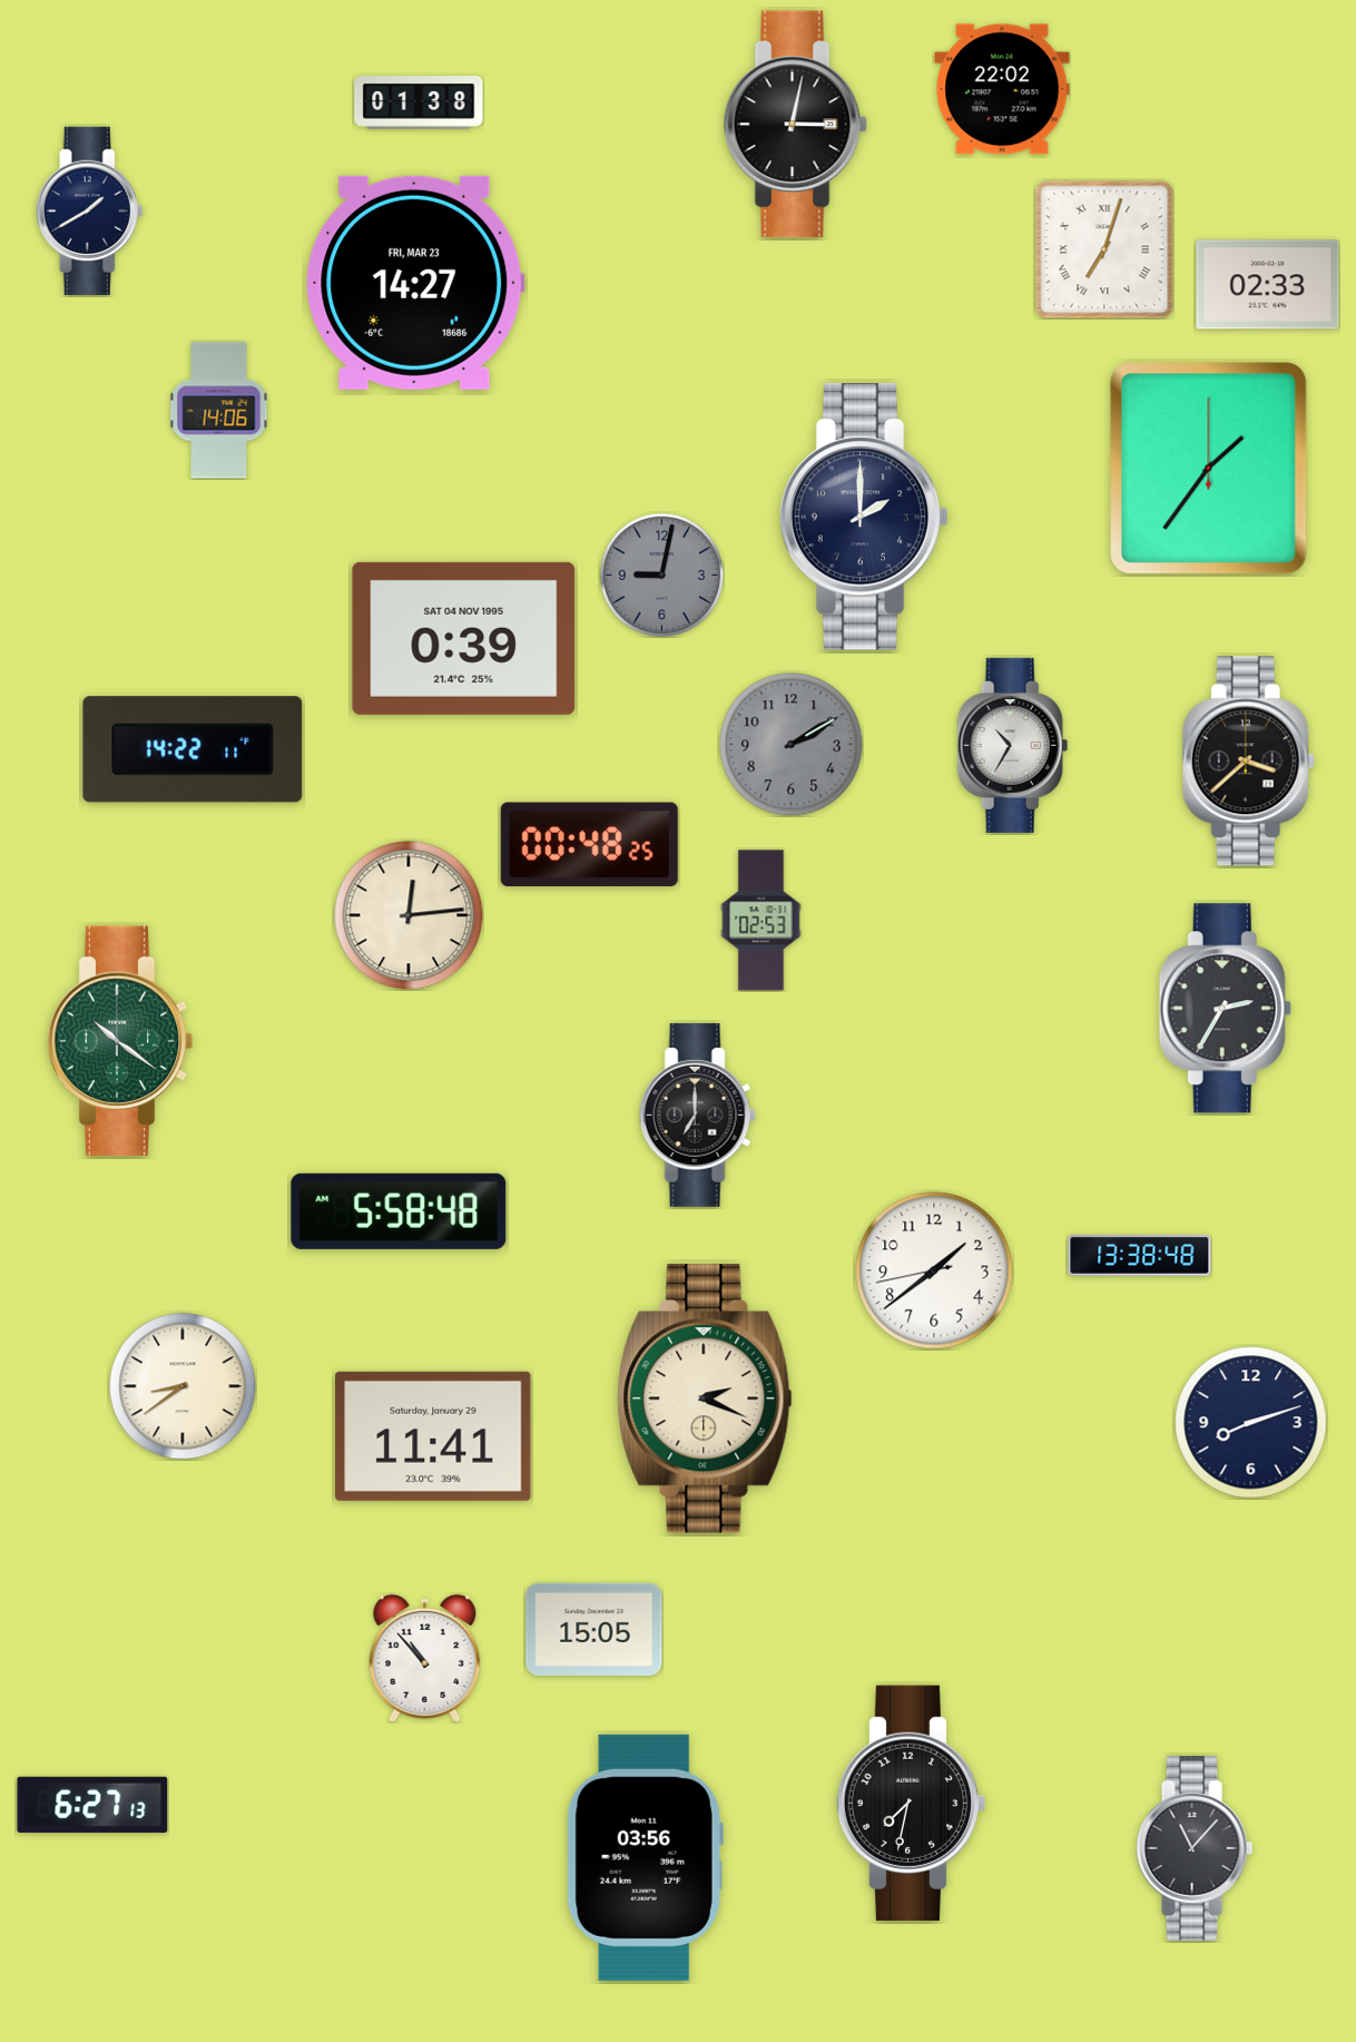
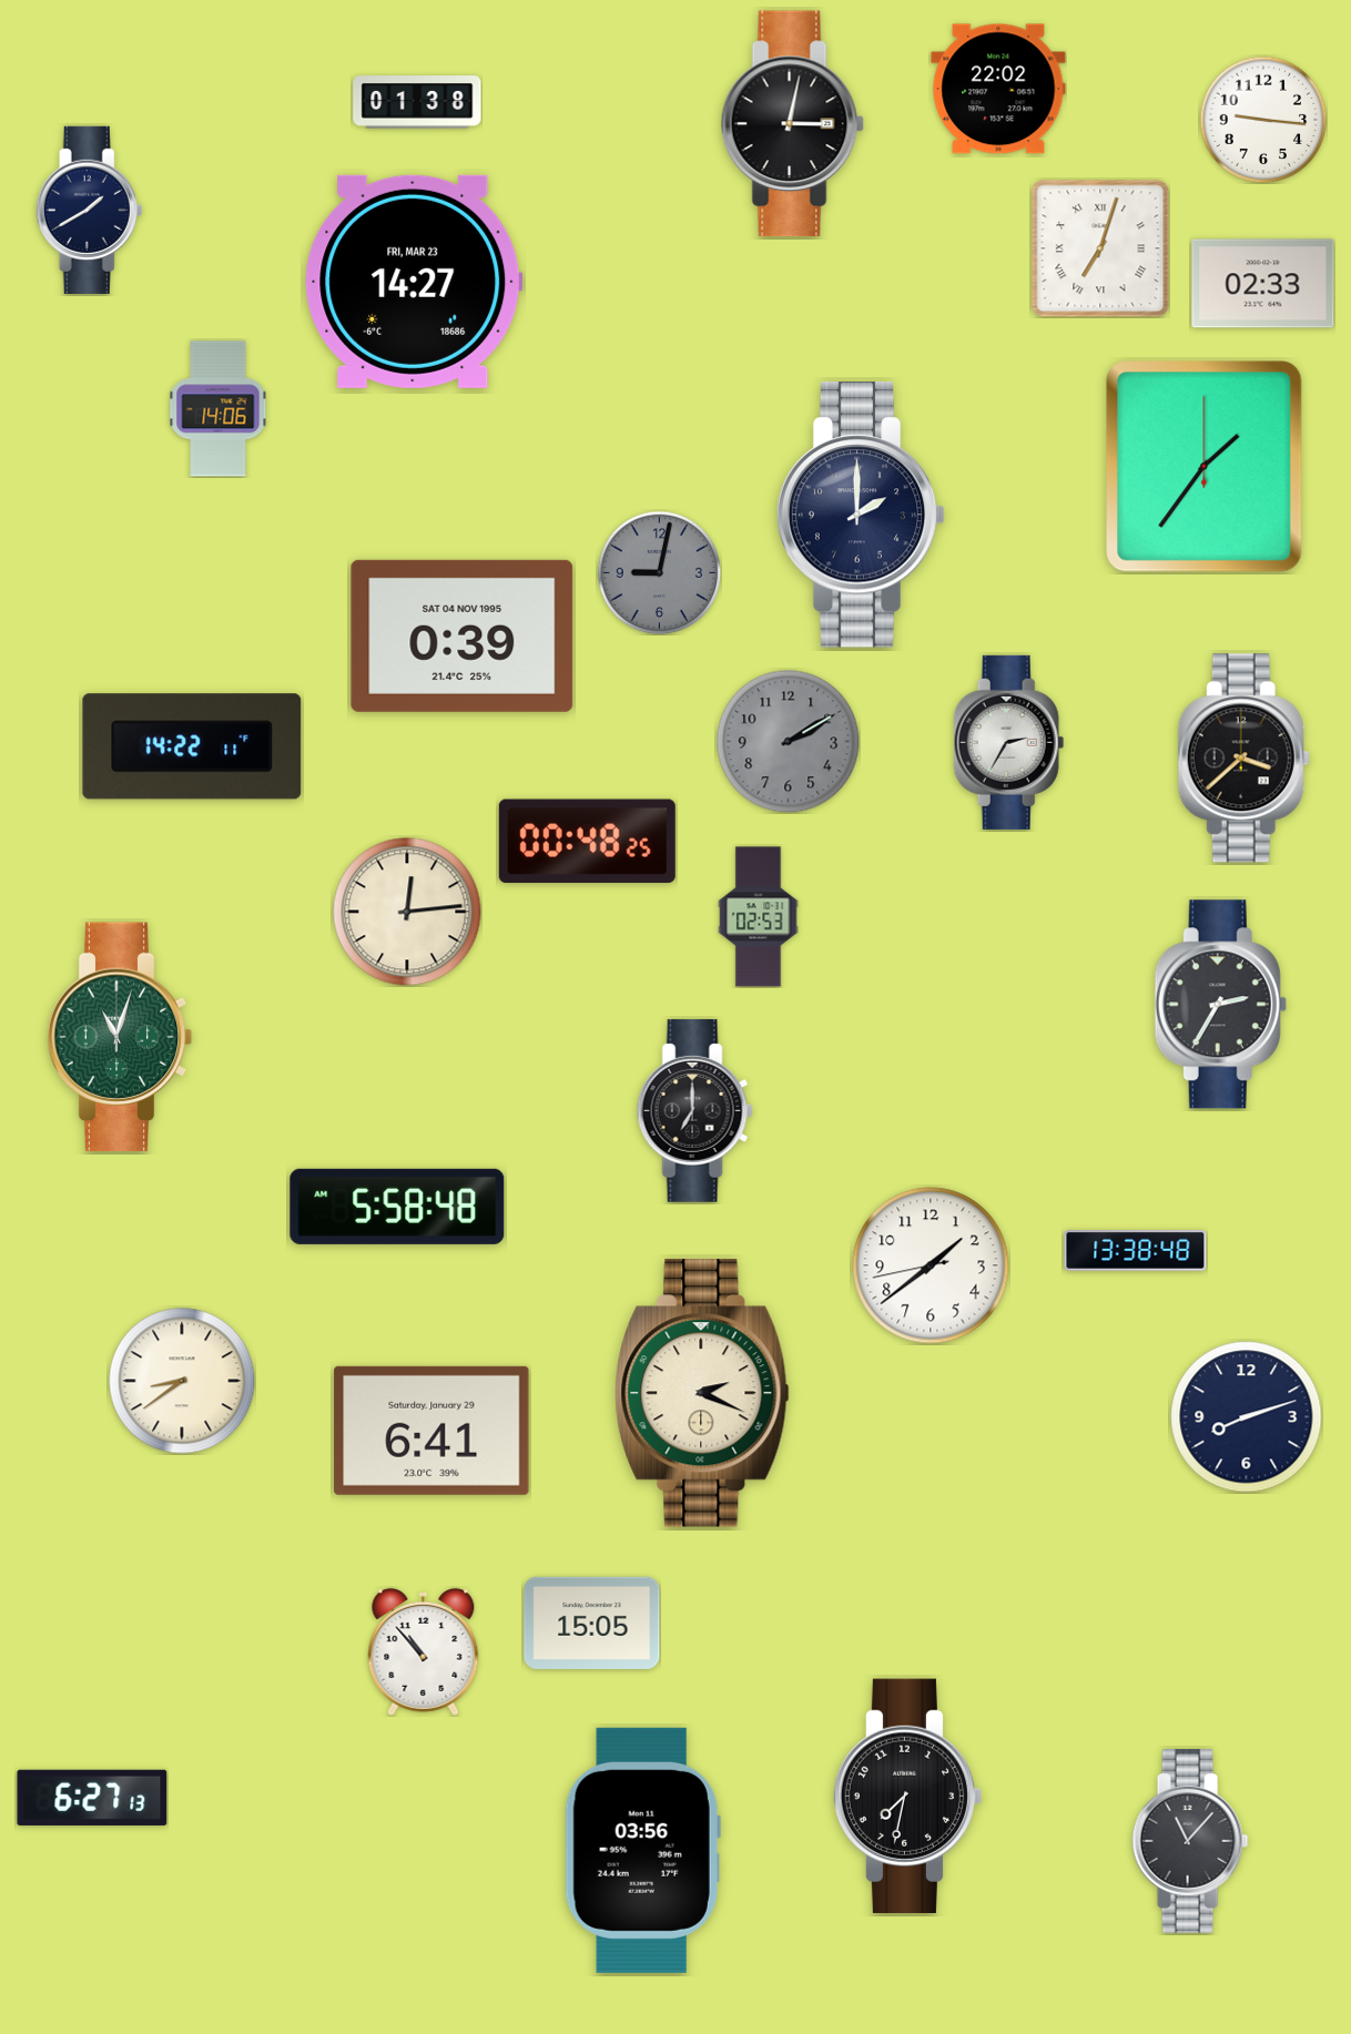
clock at (1263, 120): none -> 9:16
clock at (1013, 745): 10:35 -> 2:35
clock at (120, 1041): 10:21 -> 11:03
clock at (433, 1436): 11:41 -> 6:41
